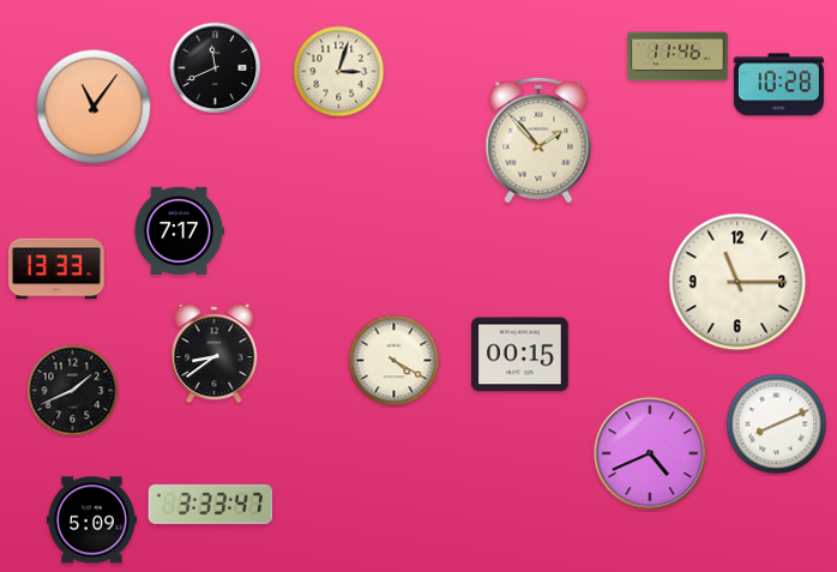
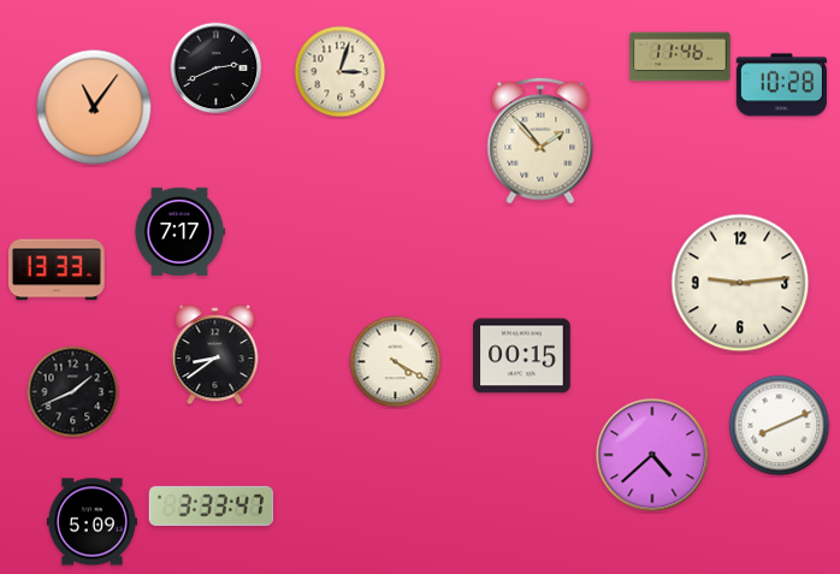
clock at (216, 68): 11:41 -> 2:41
clock at (737, 282): 11:15 -> 9:14
clock at (650, 453): 4:41 -> 4:38
